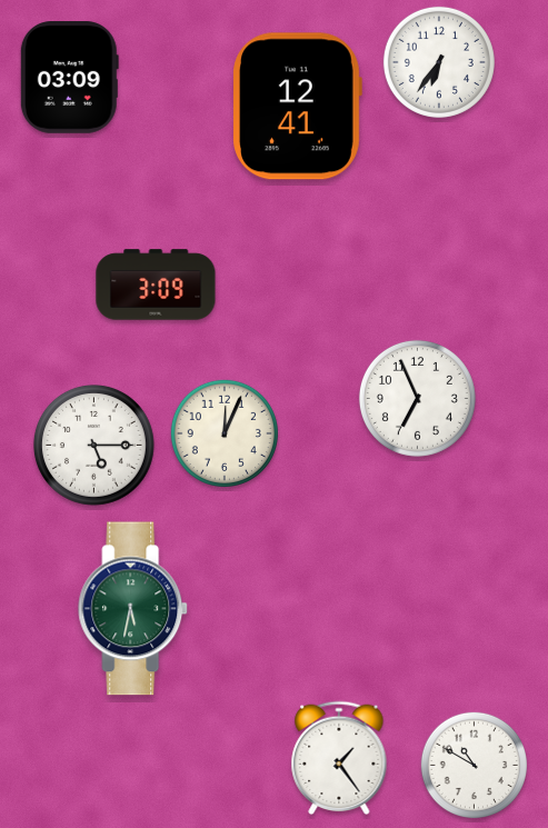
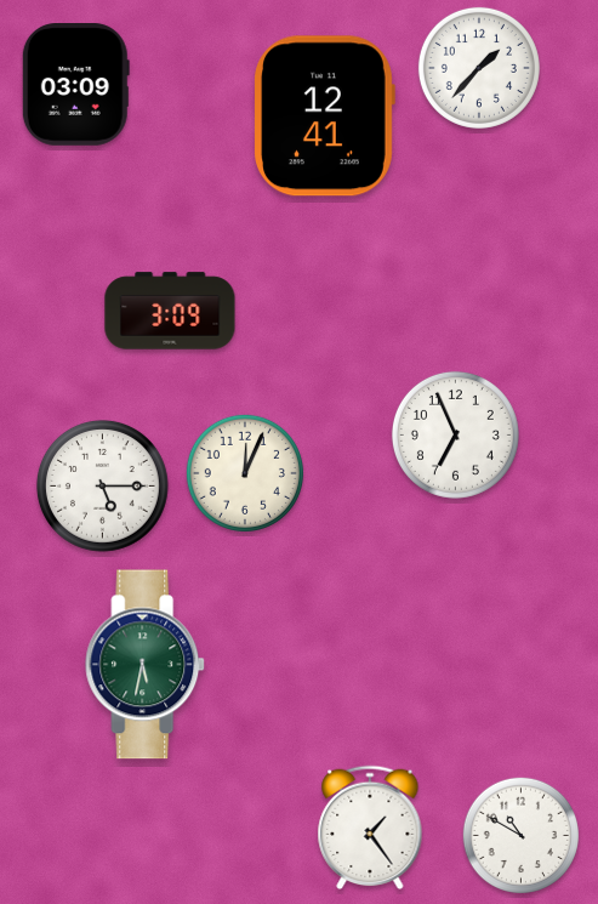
clock at (439, 62): 6:36 -> 1:37
clock at (474, 765) position: (474, 765) -> (520, 835)
